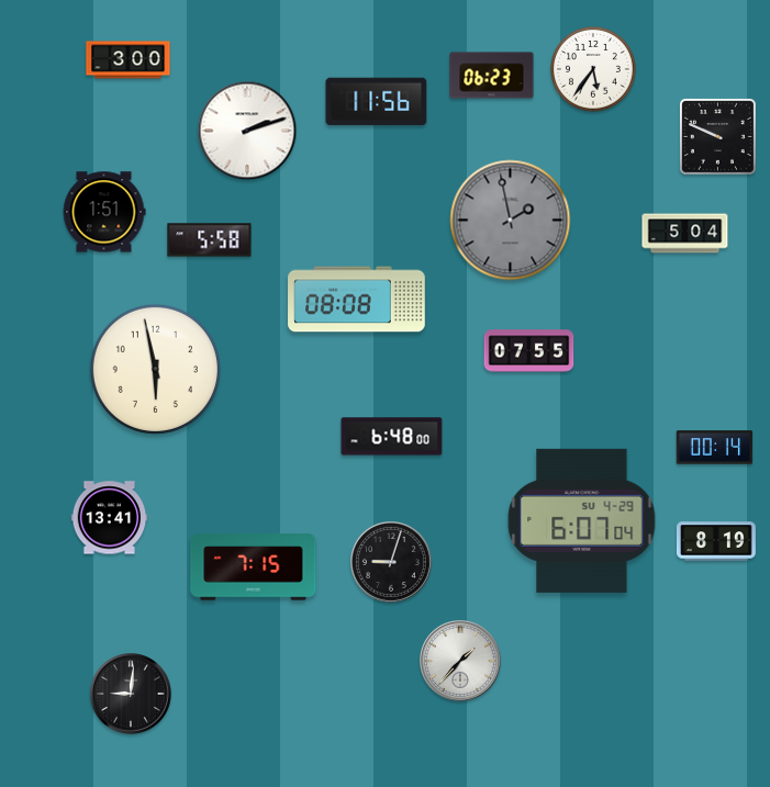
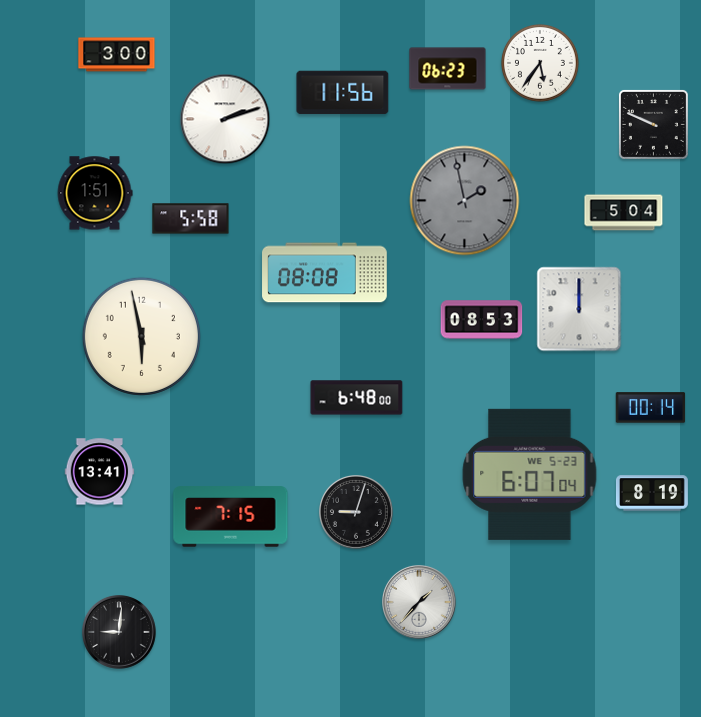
clock at (579, 309): none -> 12:00
clock at (529, 351): 07:55 -> 08:53
clock at (582, 520) date: SU 4-29 -> WE 5-23
